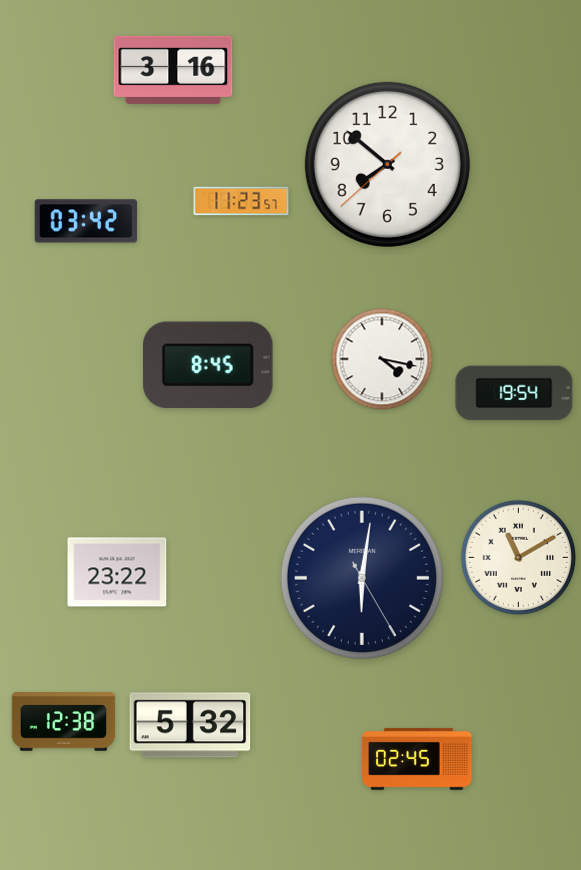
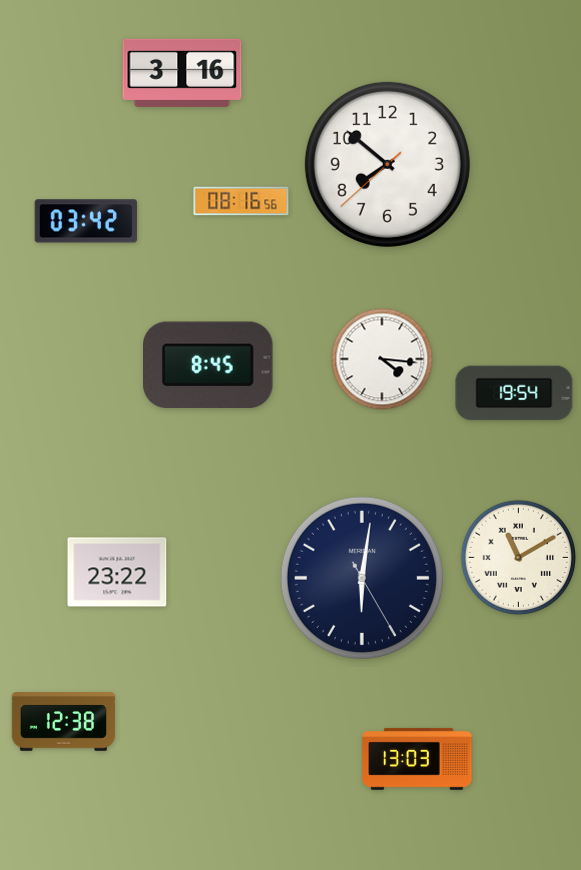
clock at (173, 70) position: (173, 70) -> (182, 73)
clock at (241, 201): 11:23 -> 08:16
clock at (382, 359): 4:17 -> 4:16
clock at (190, 725): 5:32 -> none
clock at (417, 759): 02:45 -> 13:03
